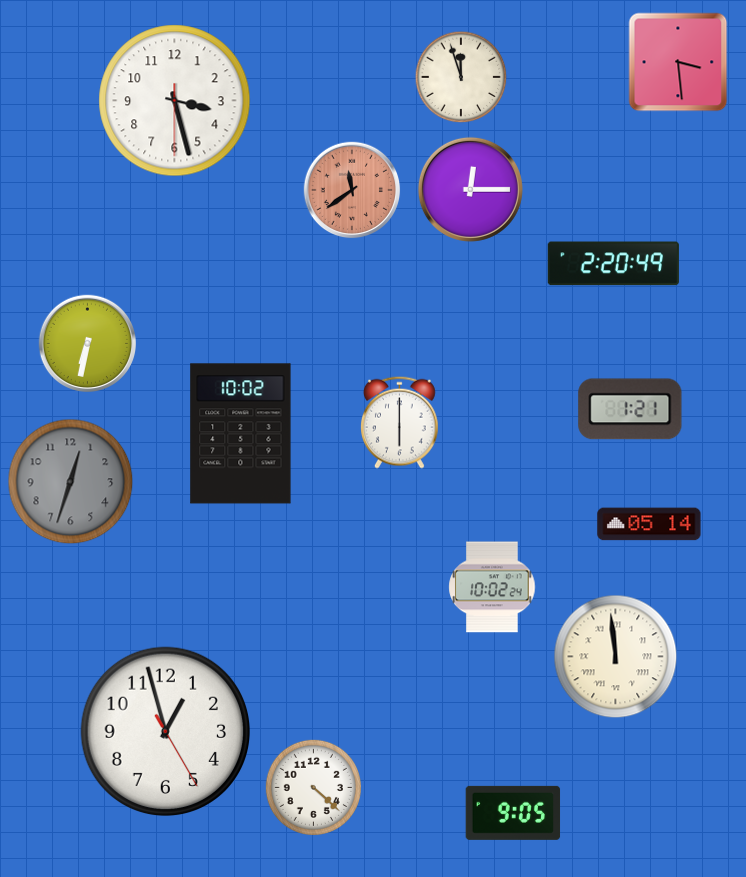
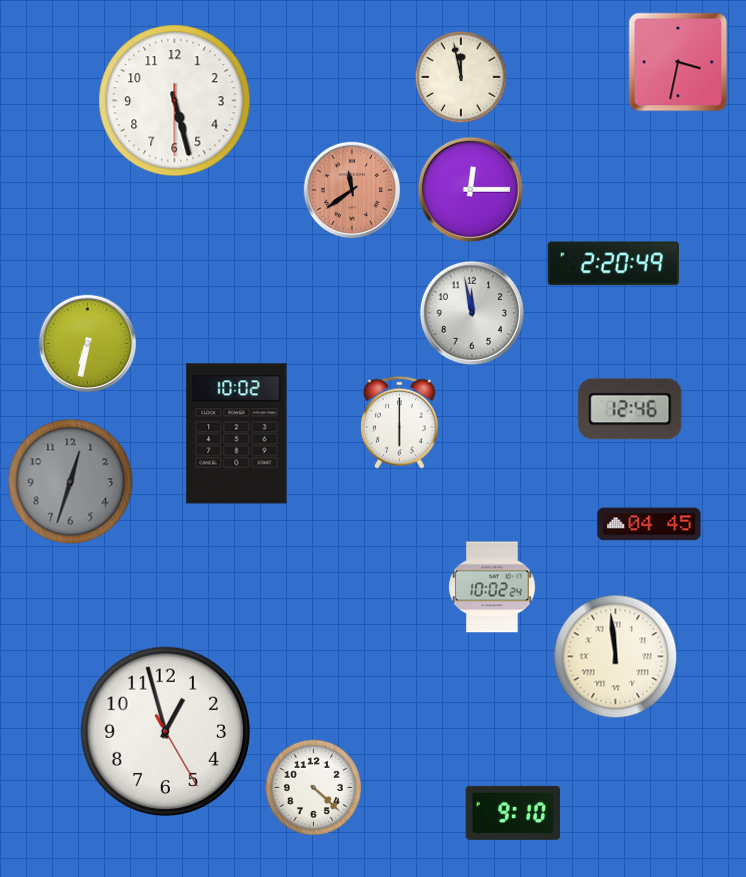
clock at (678, 62): 3:29 -> 3:32
clock at (461, 77): 11:57 -> 11:58
clock at (175, 101): 3:27 -> 5:27
clock at (472, 313): none -> 11:58
clock at (630, 409): 1:21 -> 12:46
clock at (241, 434) position: (241, 434) -> (237, 434)
clock at (649, 524): 05:14 -> 04:45
clock at (513, 813): 9:05 -> 9:10
